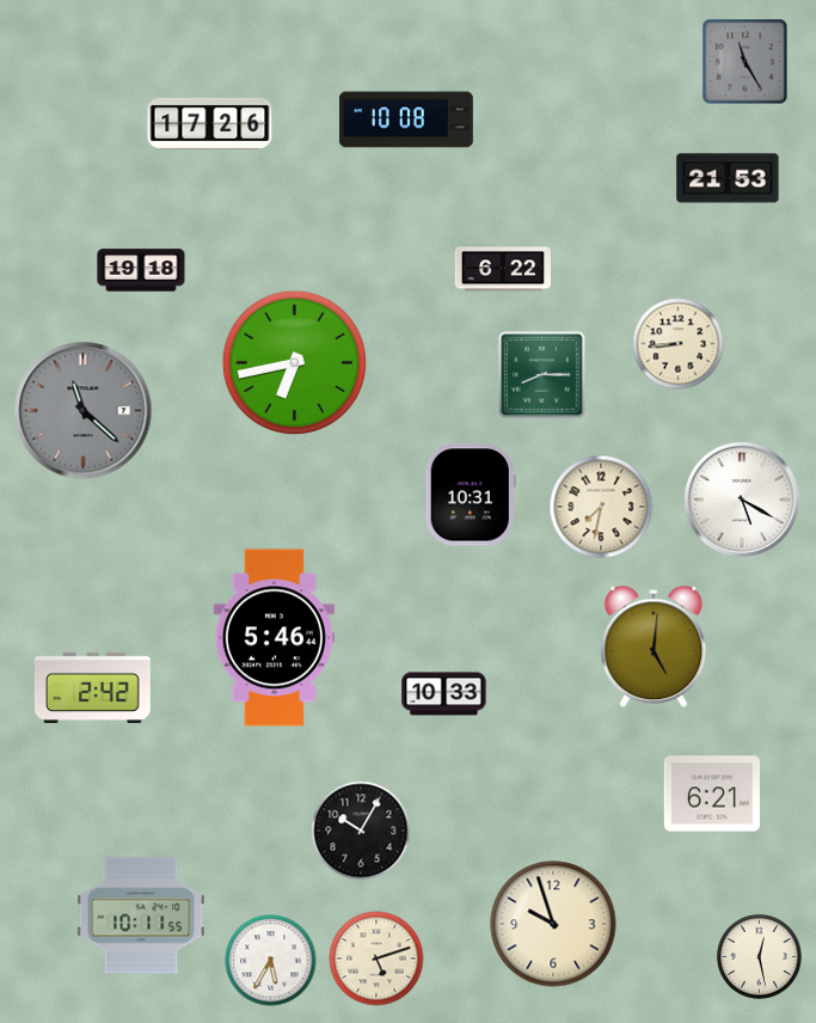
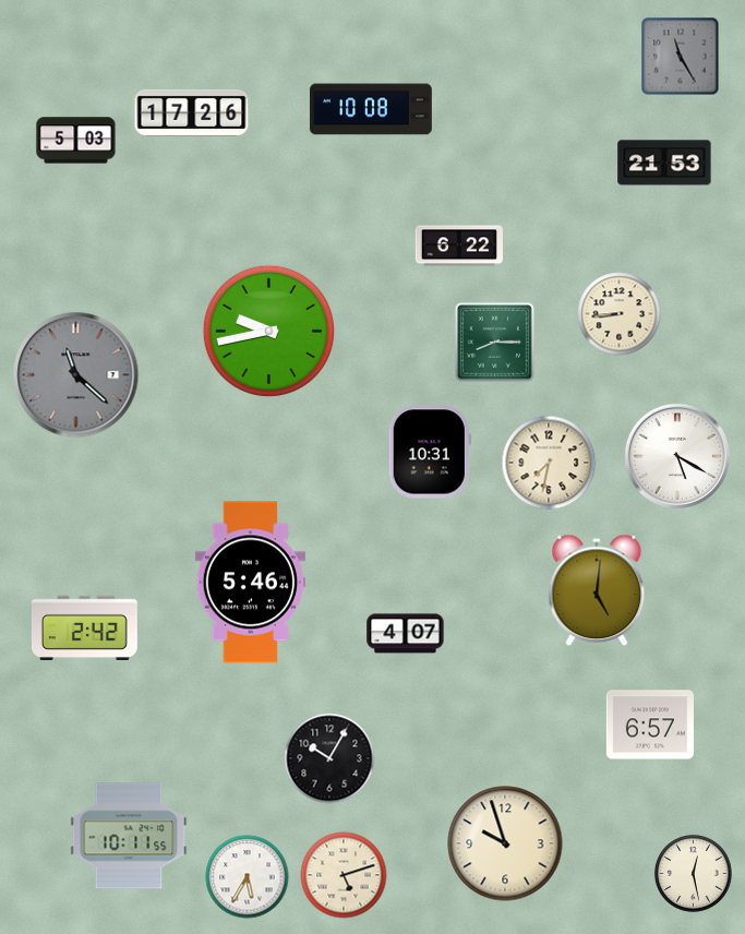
clock at (76, 141): none -> 5:03
clock at (141, 270): 19:18 -> none
clock at (294, 362): 6:43 -> 9:43
clock at (444, 694): 10:33 -> 4:07
clock at (712, 794): 6:21 -> 6:57
